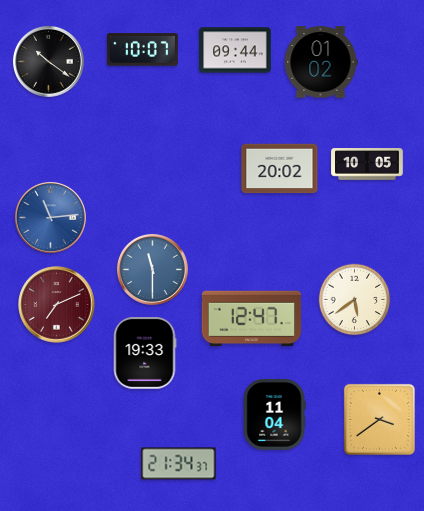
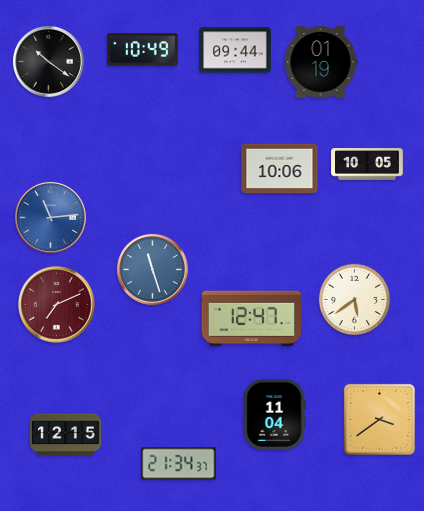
clock at (142, 50): 10:07 -> 10:49
clock at (321, 62): 01:02 -> 01:19
clock at (280, 169): 20:02 -> 10:06
clock at (152, 269): 11:30 -> 11:27
clock at (145, 353): 19:33 -> none
clock at (65, 435): none -> 12:15
